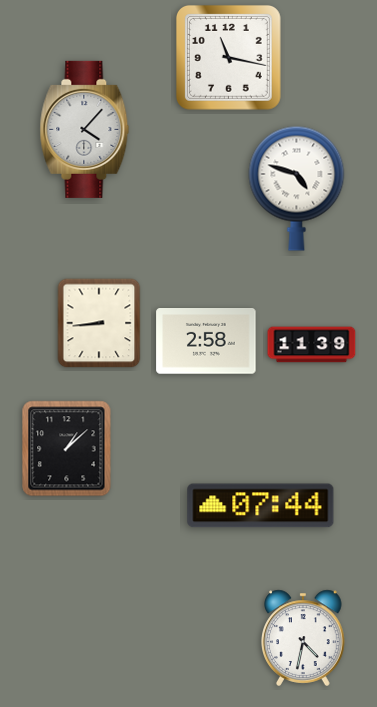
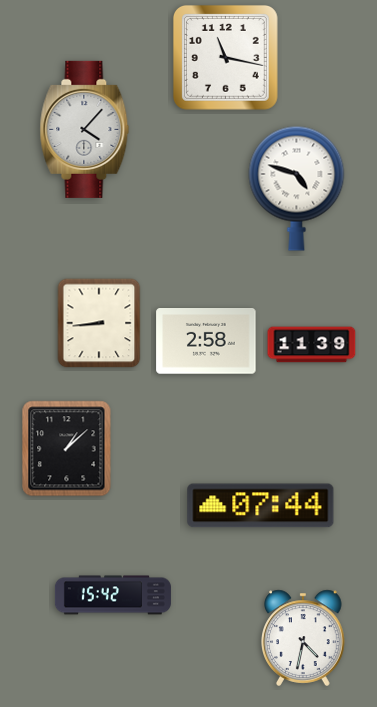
clock at (228, 57) position: (228, 57) -> (225, 57)
clock at (113, 595): none -> 15:42
